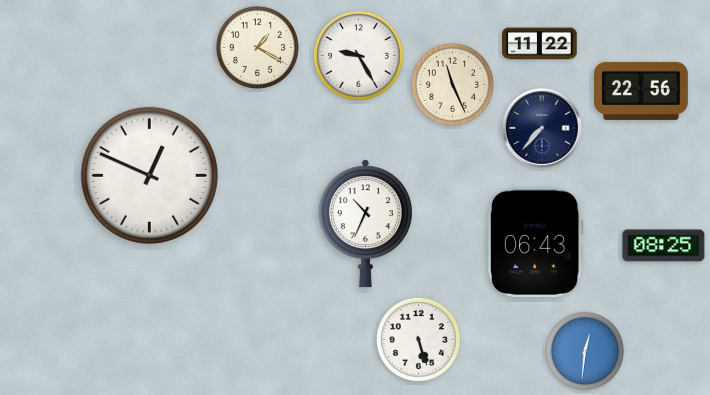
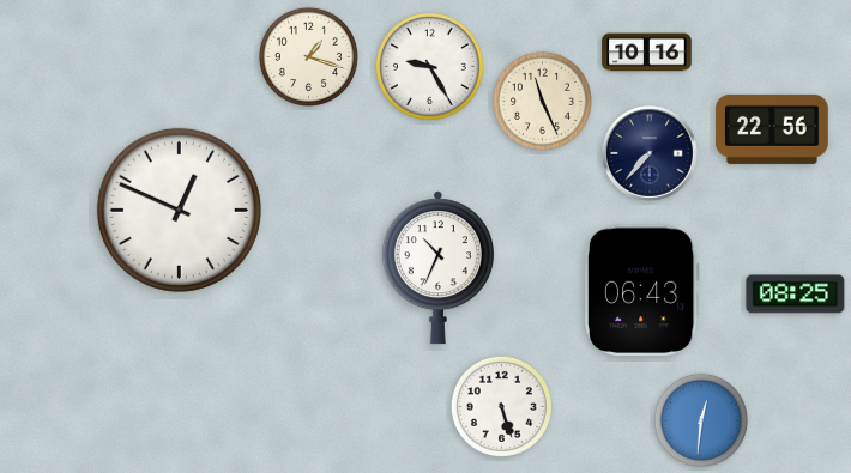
clock at (540, 44): 11:22 -> 10:16
clock at (257, 47): 1:20 -> 1:18
clock at (642, 91) position: (642, 91) -> (773, 129)
